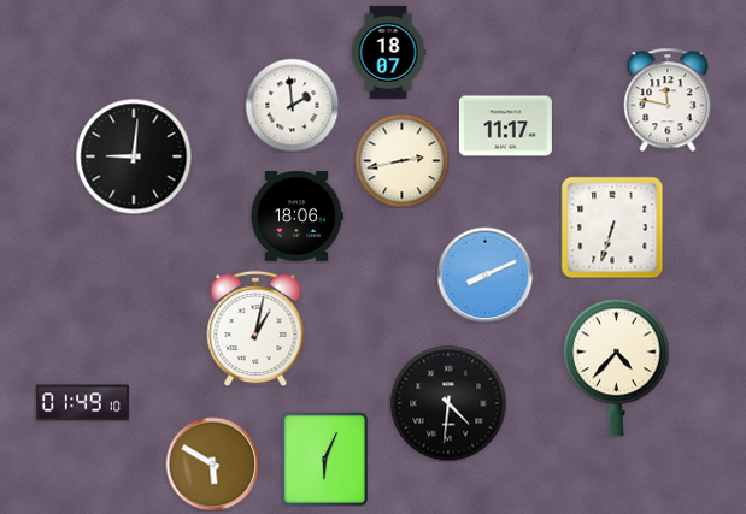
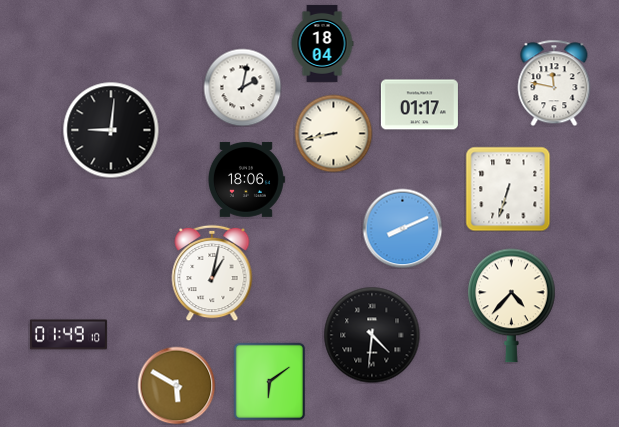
clock at (388, 52): 18:07 -> 18:04
clock at (292, 105): 1:59 -> 2:02
clock at (505, 126): 11:17 -> 01:17
clock at (401, 160): 2:43 -> 8:43
clock at (324, 459): 6:04 -> 6:09
